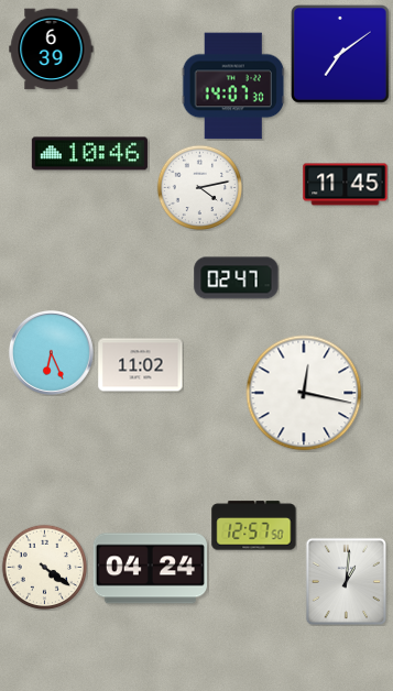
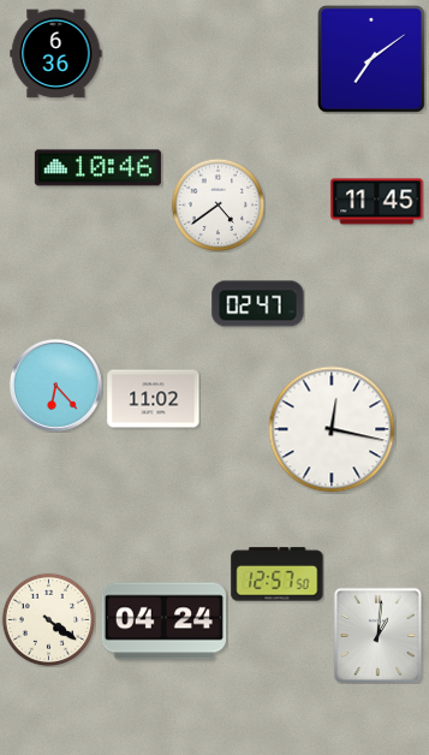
clock at (52, 50): 6:39 -> 6:36
clock at (233, 86): 14:07 -> none
clock at (199, 187): 4:13 -> 4:39
clock at (51, 352): 6:26 -> 6:23
